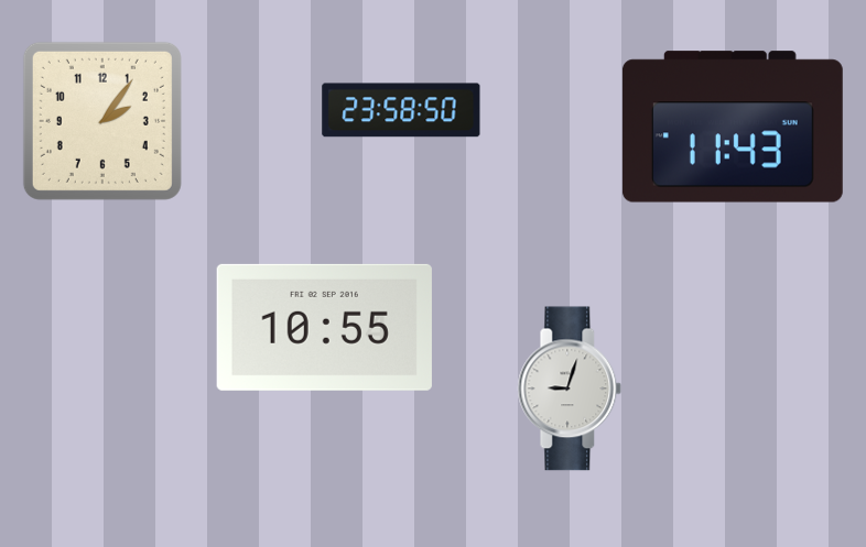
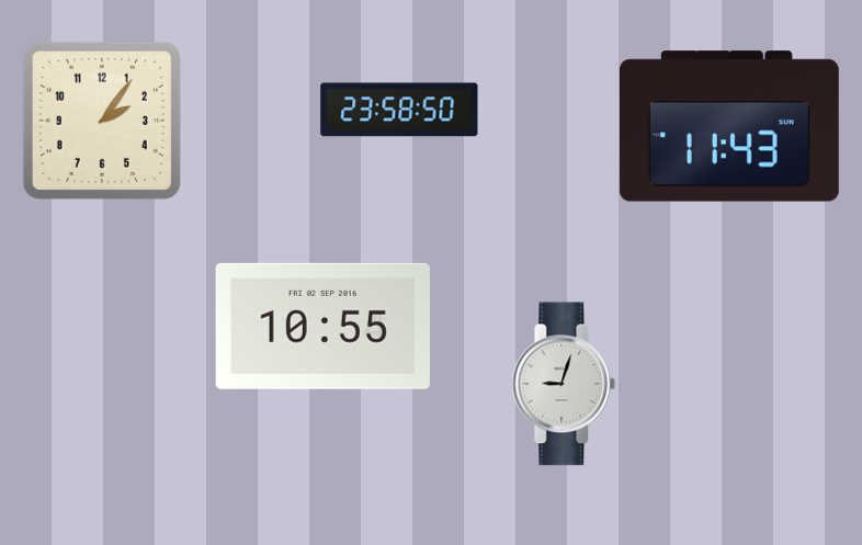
clock at (570, 389) position: (570, 389) -> (564, 384)
